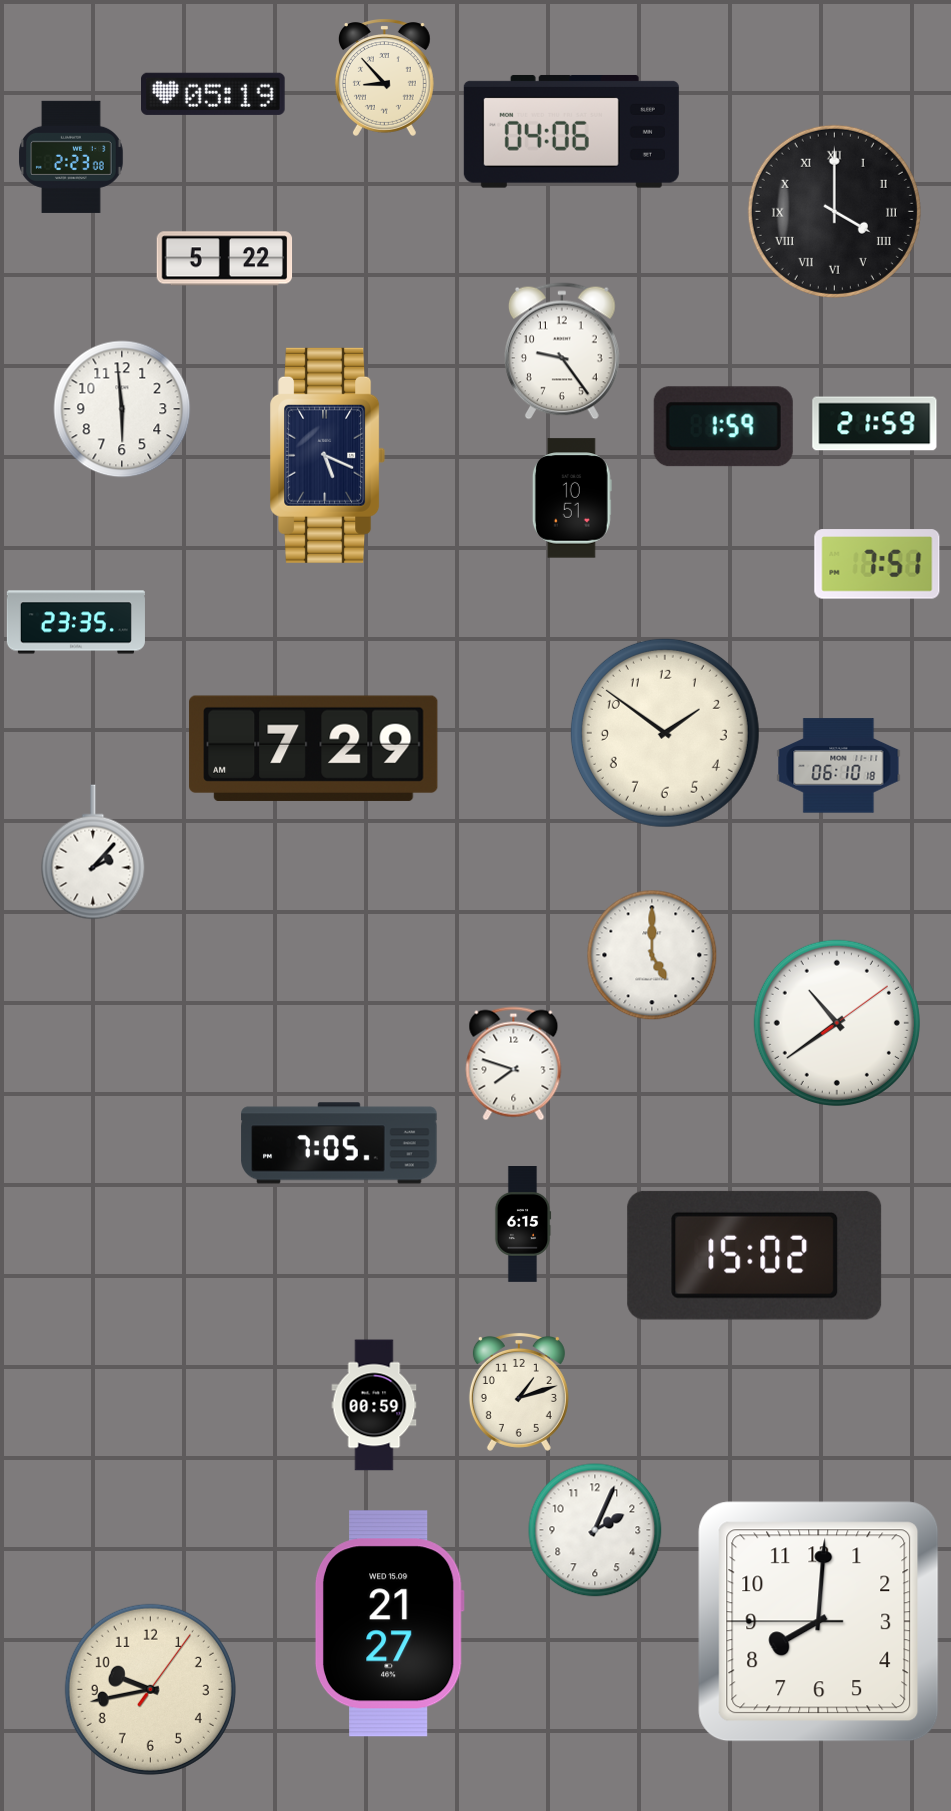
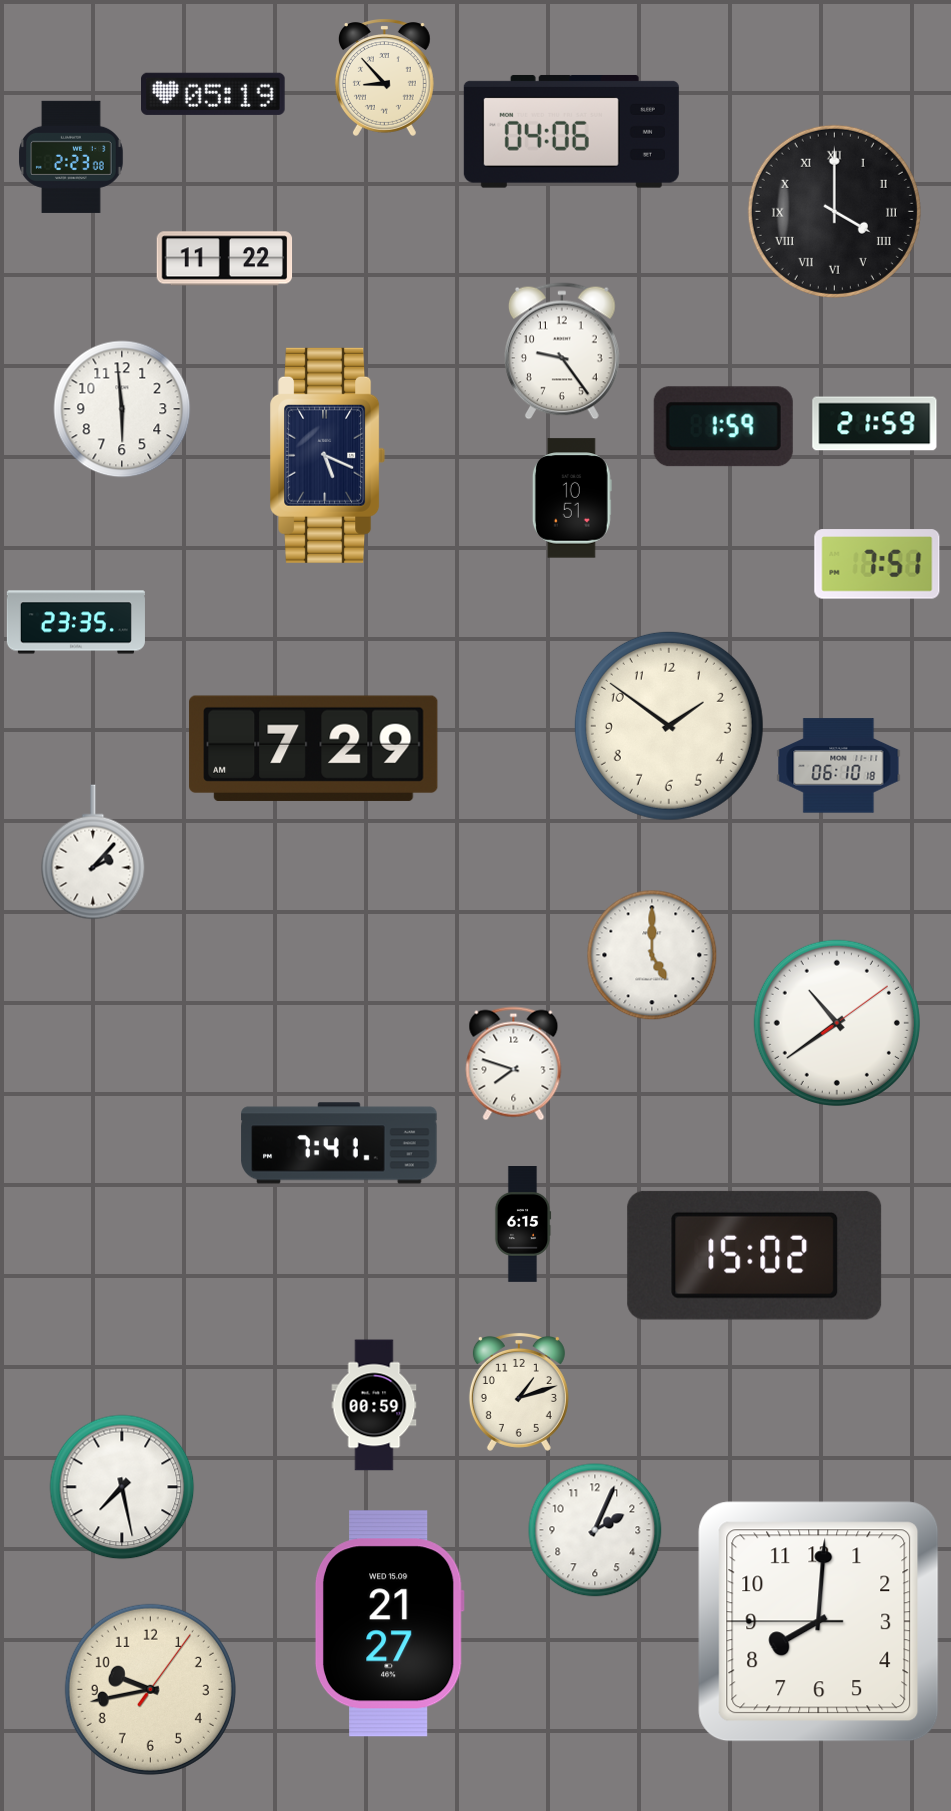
clock at (225, 259): 5:22 -> 11:22
clock at (665, 733) position: (665, 733) -> (669, 726)
clock at (339, 1143): 7:05 -> 7:41
clock at (122, 1487): none -> 7:28
